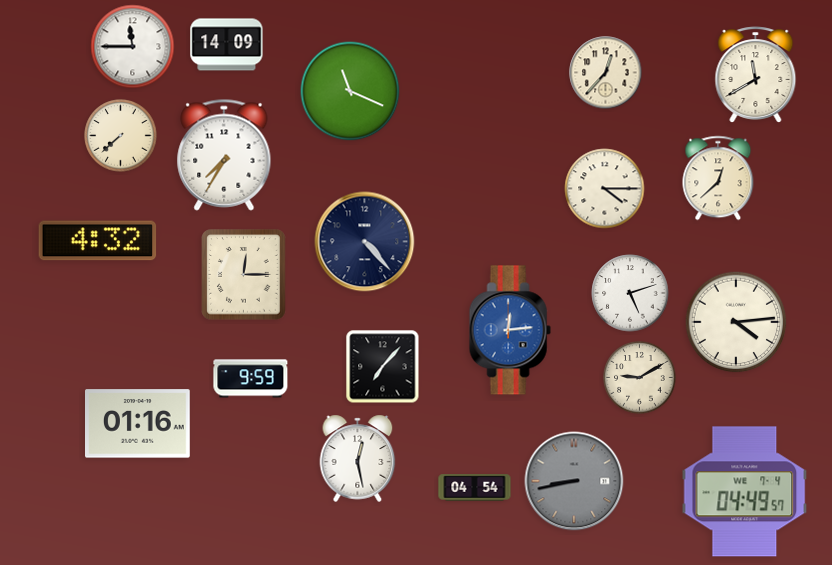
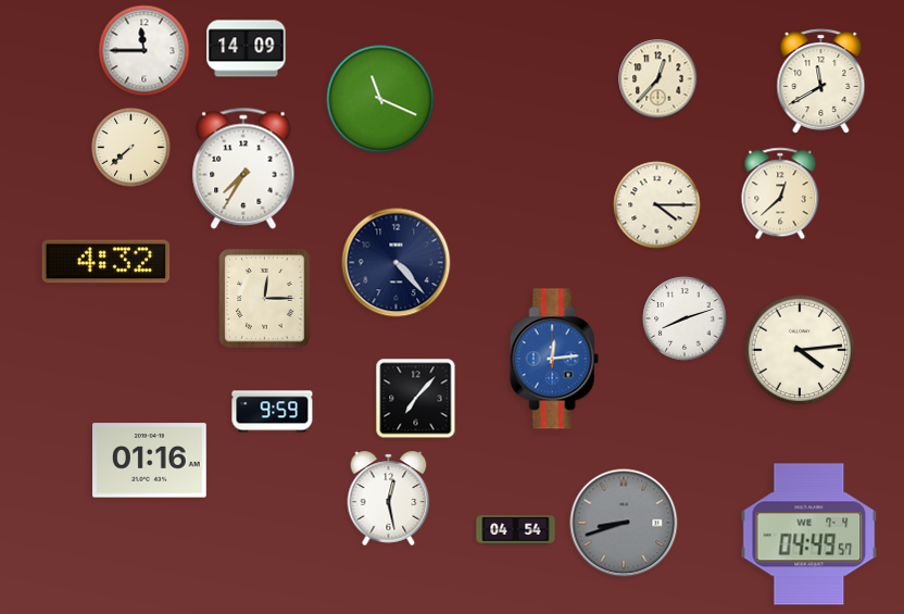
clock at (630, 293): 5:12 -> 8:12
clock at (640, 378): 9:10 -> none
clock at (574, 481): 8:43 -> 8:42
